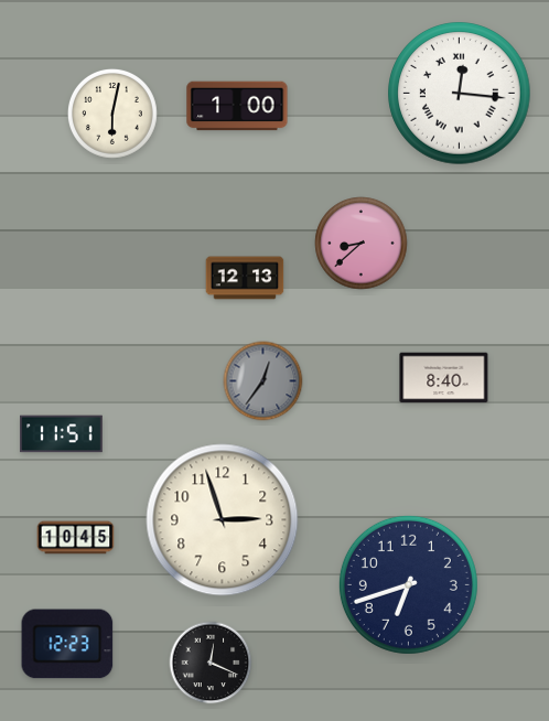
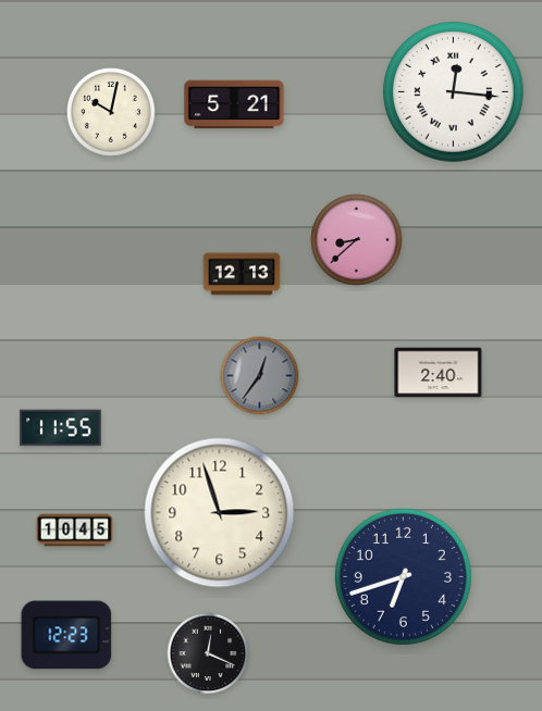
clock at (237, 106): 1:00 -> 5:21
clock at (112, 114): 6:02 -> 10:02
clock at (444, 378): 8:40 -> 2:40
clock at (62, 434): 11:51 -> 11:55
